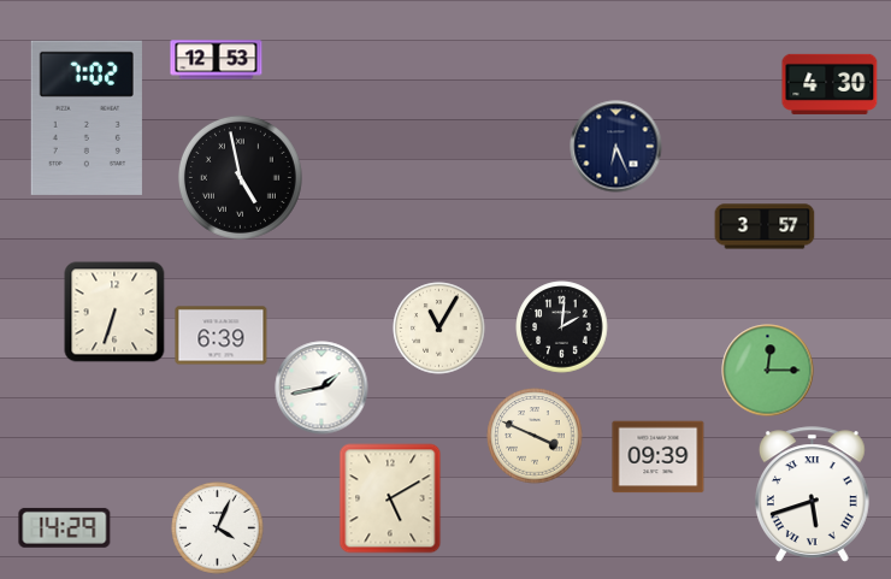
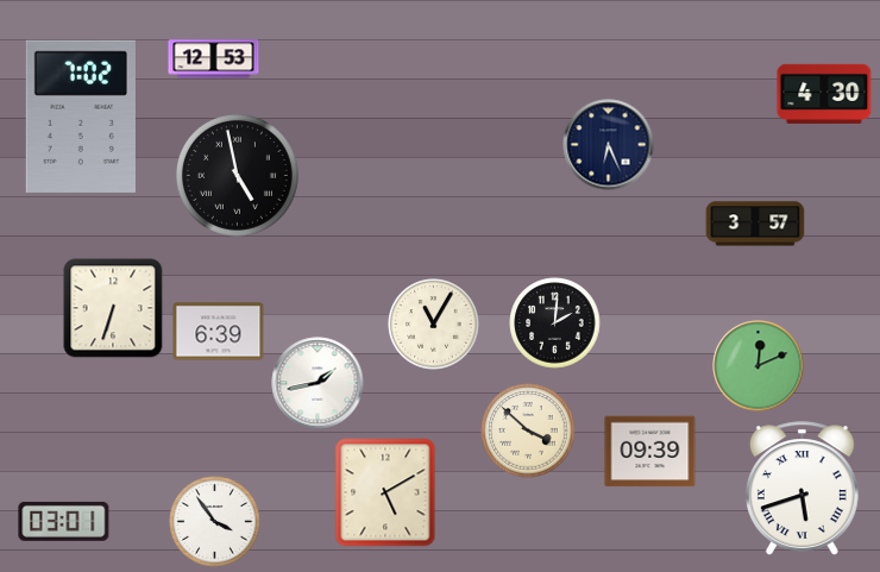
clock at (830, 84) position: (830, 84) -> (824, 94)
clock at (87, 118) position: (87, 118) -> (81, 117)
clock at (768, 371): 12:15 -> 12:11
clock at (535, 436): 3:49 -> 3:52
clock at (65, 527): 14:29 -> 03:01
clock at (218, 528): 4:04 -> 3:54
